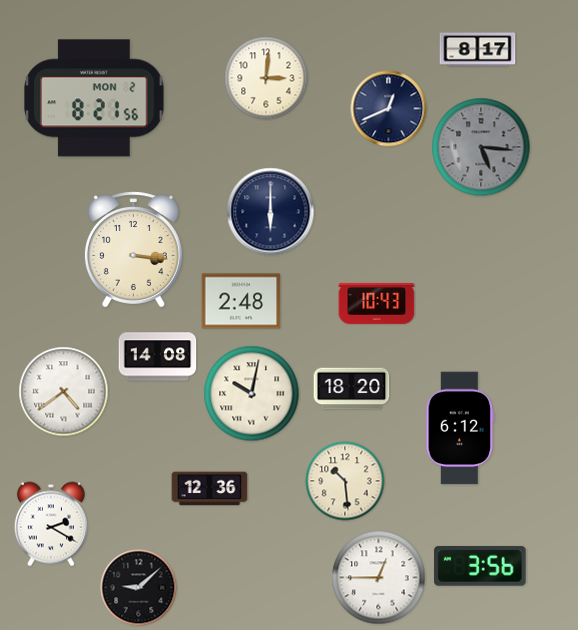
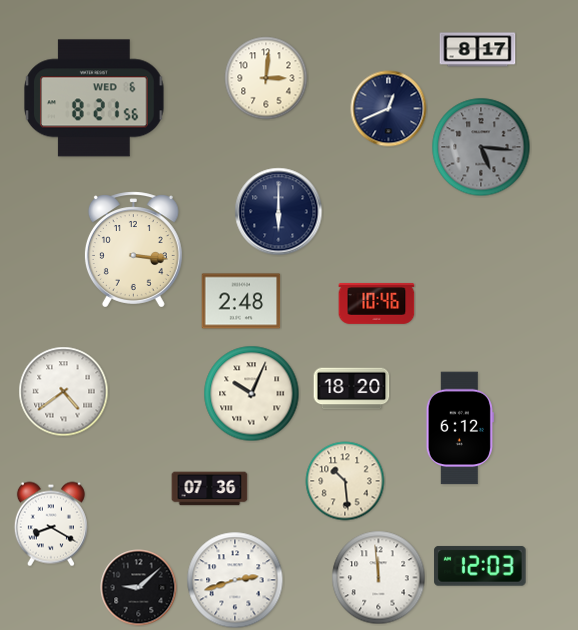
clock at (94, 98) date: MON 2 -> WED 6
clock at (271, 212) position: (271, 212) -> (279, 212)
clock at (377, 303): 10:43 -> 10:46
clock at (158, 357): 14:08 -> none
clock at (252, 394): 10:02 -> 10:04
clock at (210, 489): 12:36 -> 07:36
clock at (51, 524): 2:20 -> 8:20
clock at (480, 566): 3:56 -> 12:03
clock at (379, 578): 12:45 -> 11:59
clock at (235, 580): none -> 2:42
